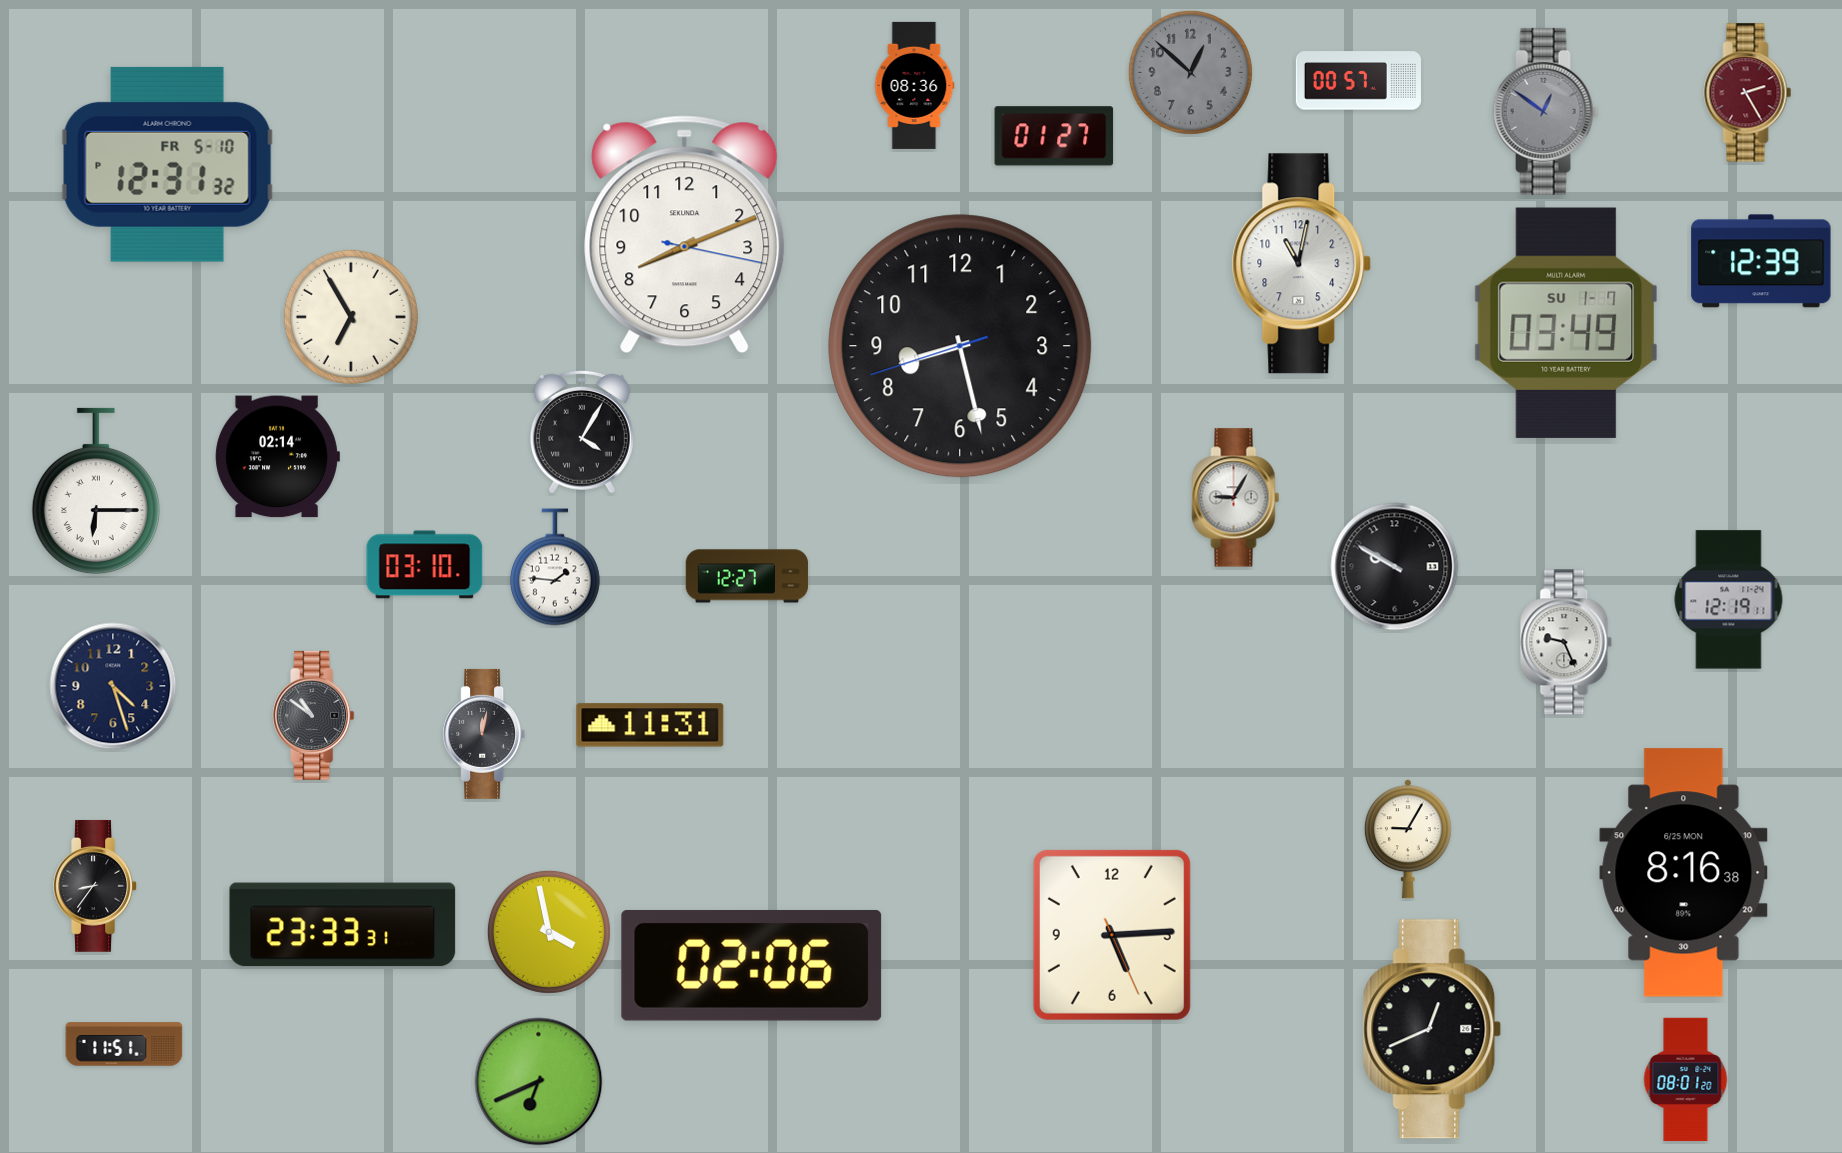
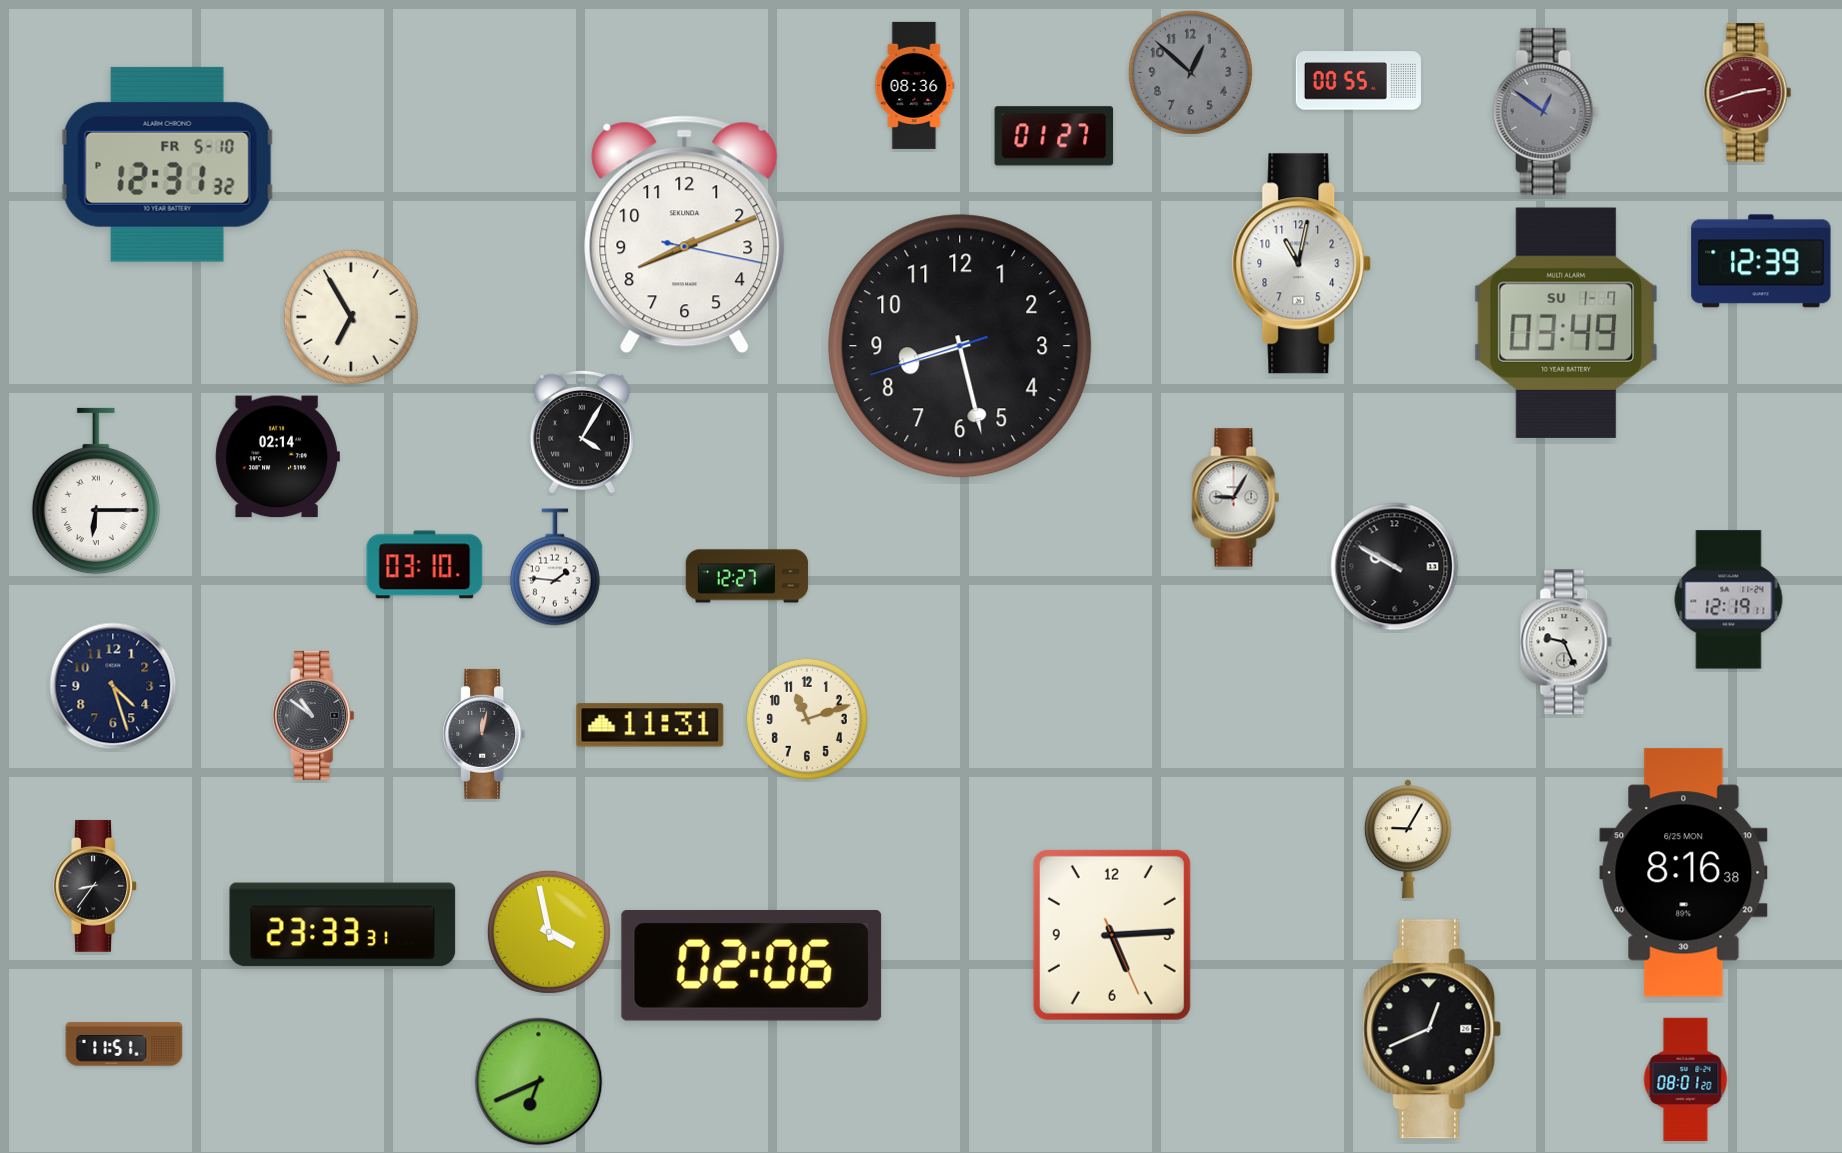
clock at (1358, 81): 00:57 -> 00:55
clock at (1748, 93): 2:25 -> 2:42
clock at (807, 719): none -> 11:12
